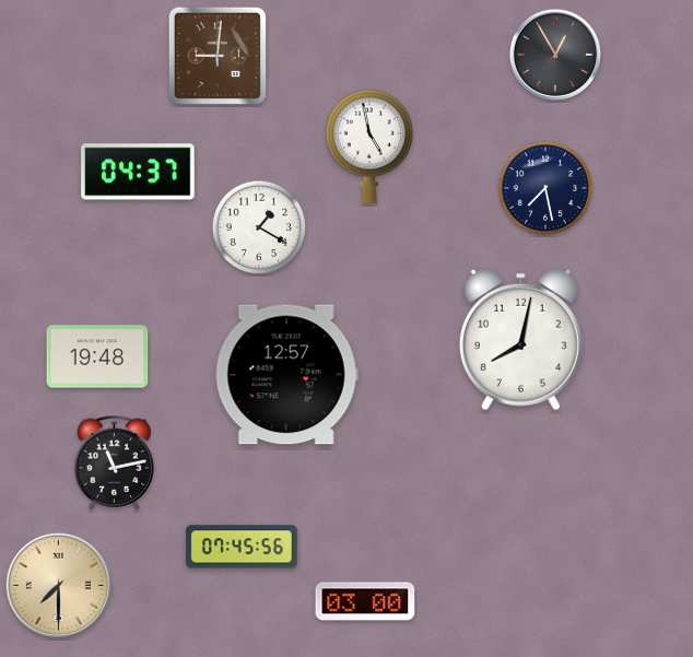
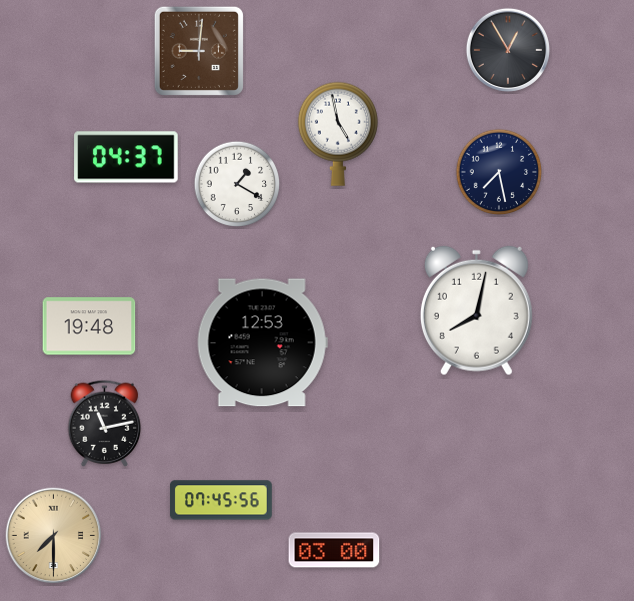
clock at (259, 227) position: (259, 227) -> (237, 184)
clock at (286, 375): 12:57 -> 12:53
